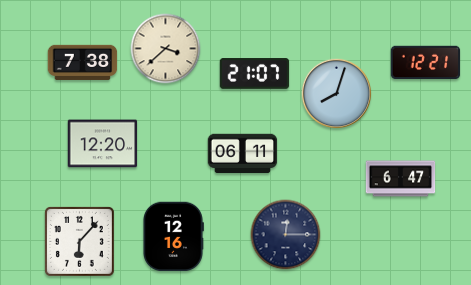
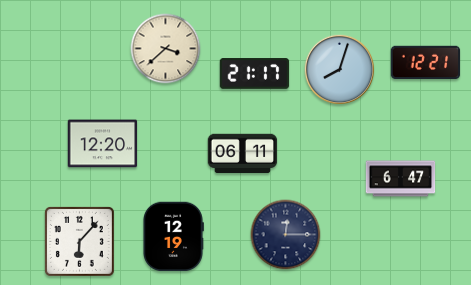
clock at (83, 62): 7:38 -> none
clock at (255, 74): 21:07 -> 21:17
clock at (336, 93) position: (336, 93) -> (339, 69)
clock at (174, 237): 12:16 -> 12:19
